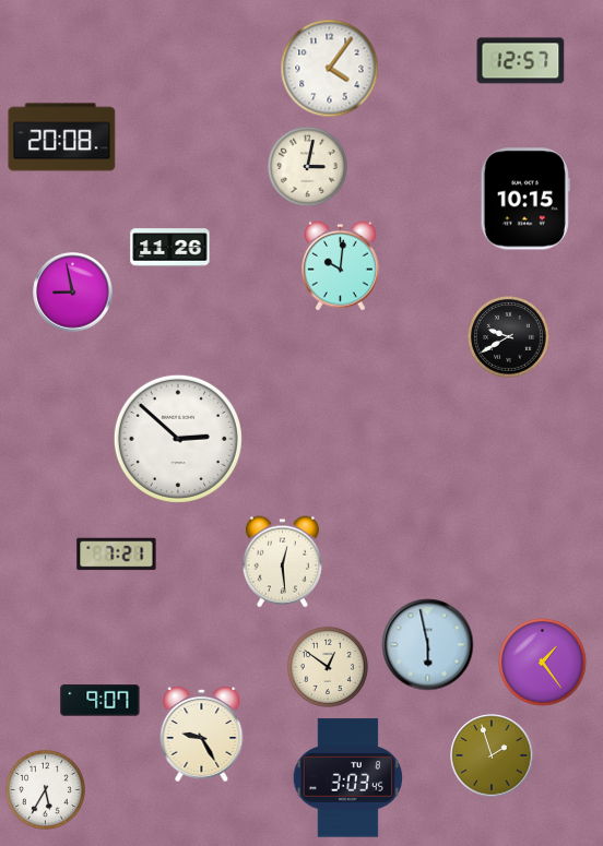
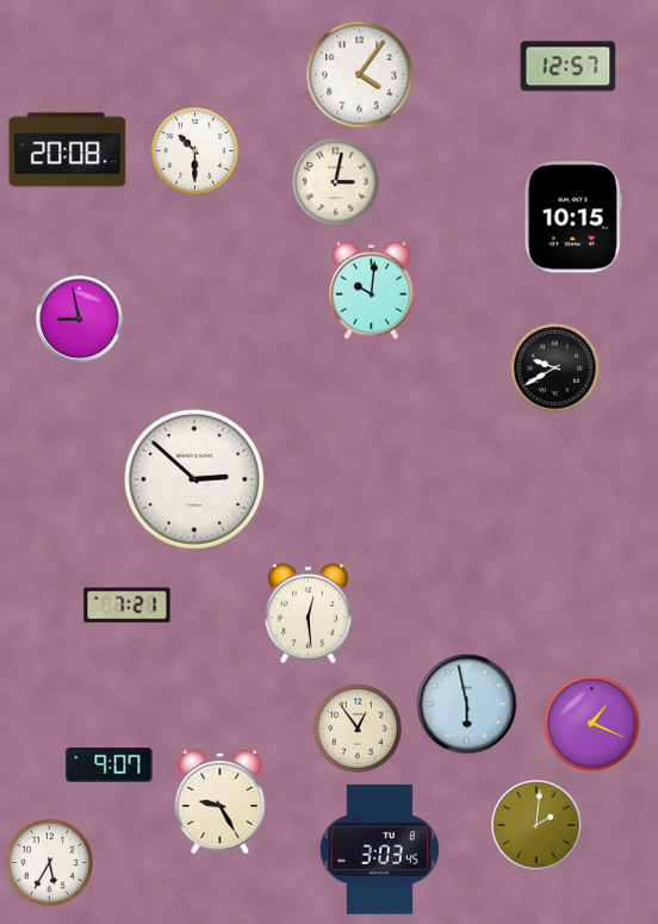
clock at (194, 150): none -> 10:30
clock at (170, 248): 11:26 -> none
clock at (543, 663): 1:24 -> 1:19
clock at (328, 667): 12:51 -> 12:54
clock at (492, 755): 1:57 -> 2:01
